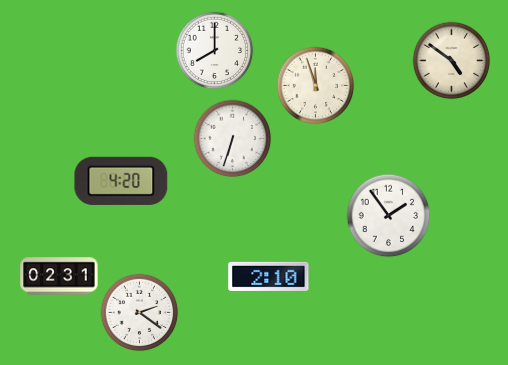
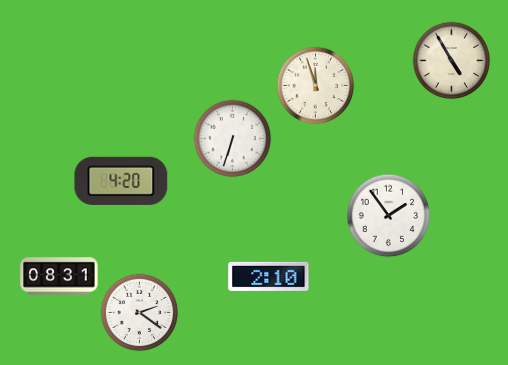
clock at (214, 50): 8:00 -> none
clock at (451, 60): 4:51 -> 4:55
clock at (59, 276): 02:31 -> 08:31
